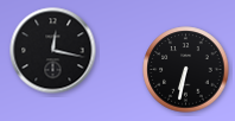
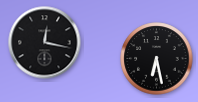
clock at (186, 70): 6:32 -> 6:28
